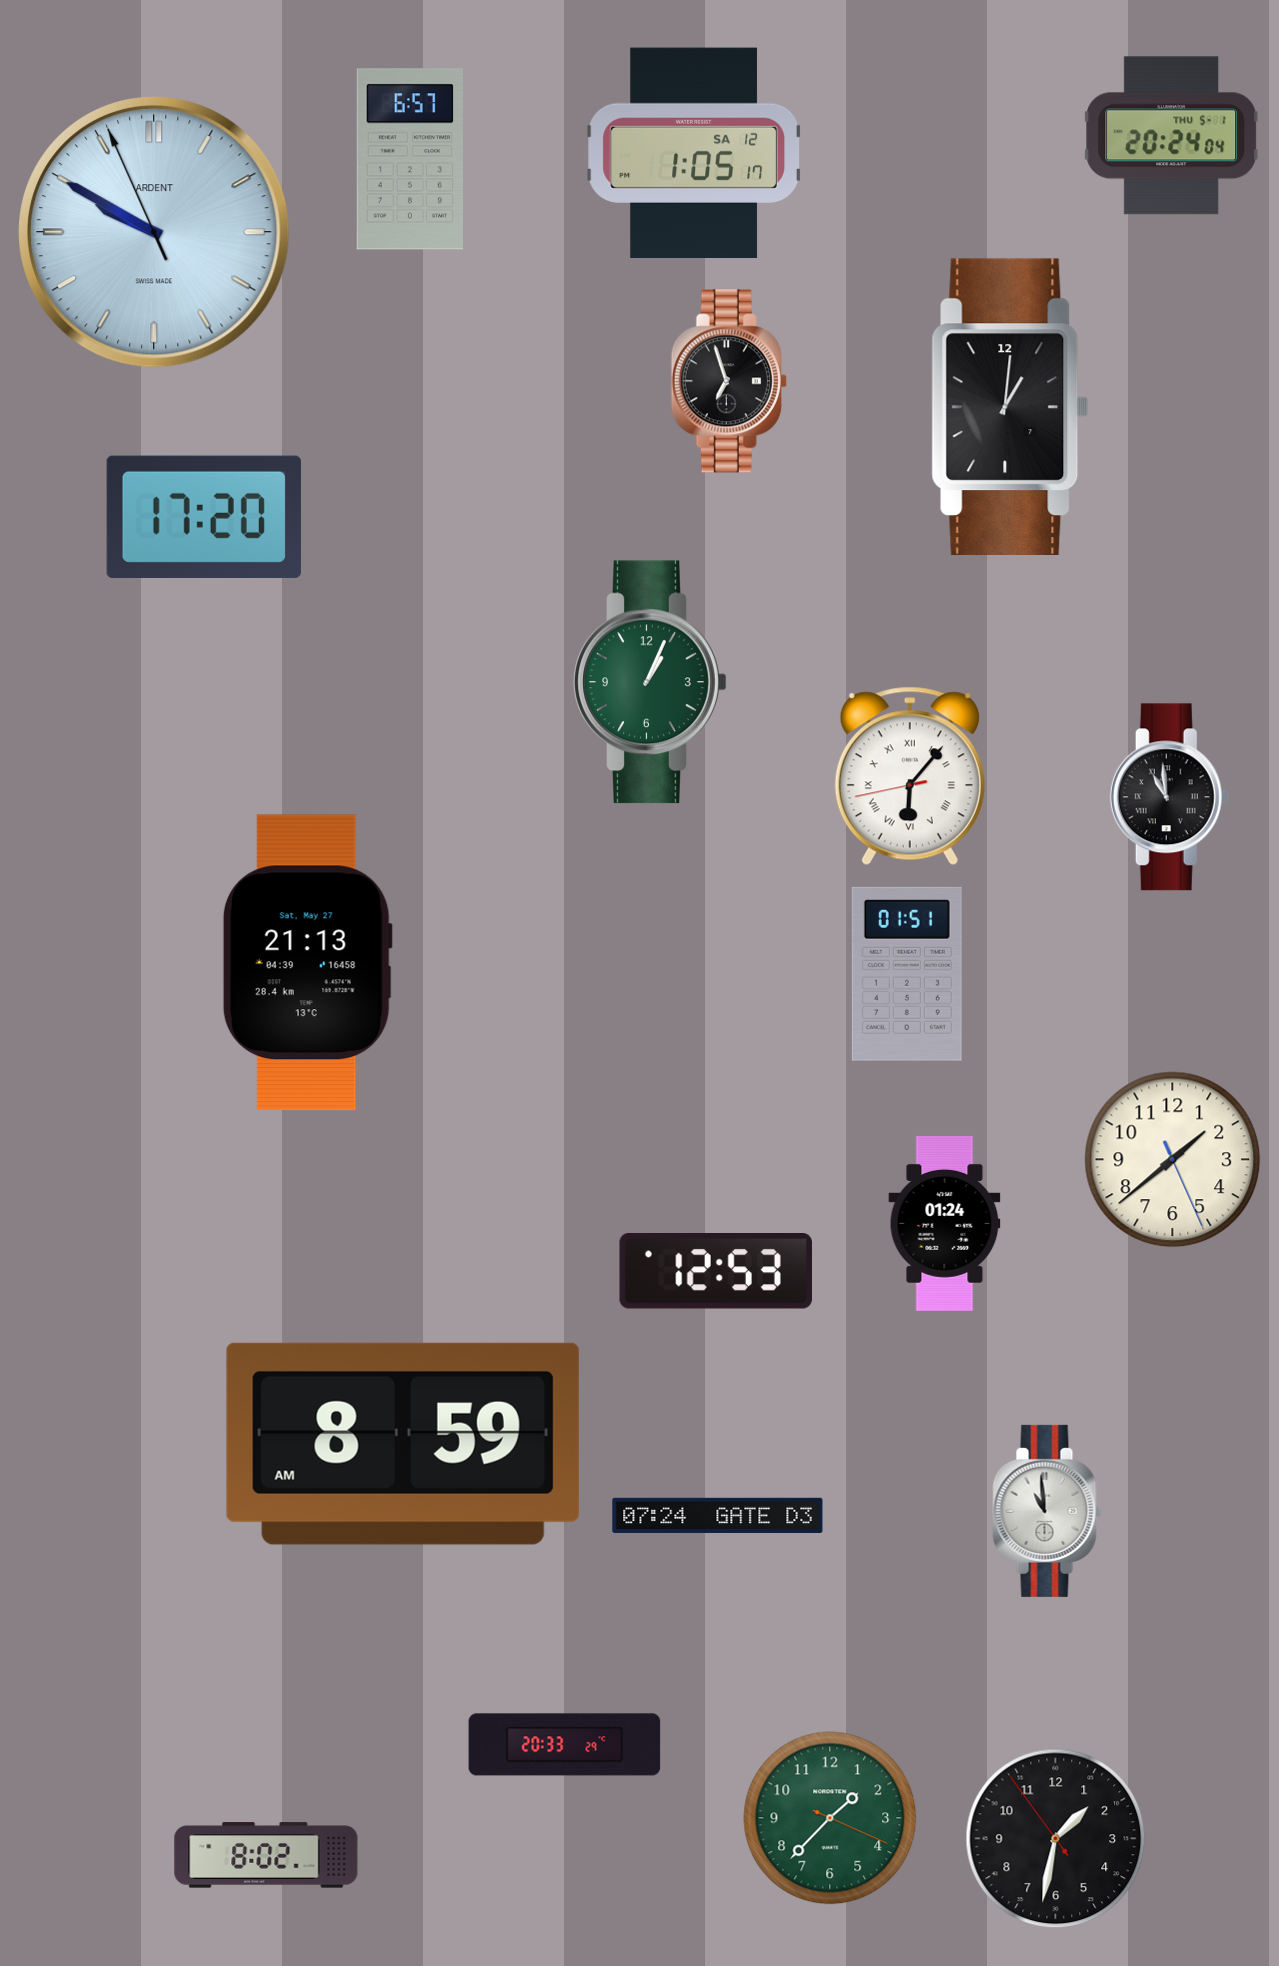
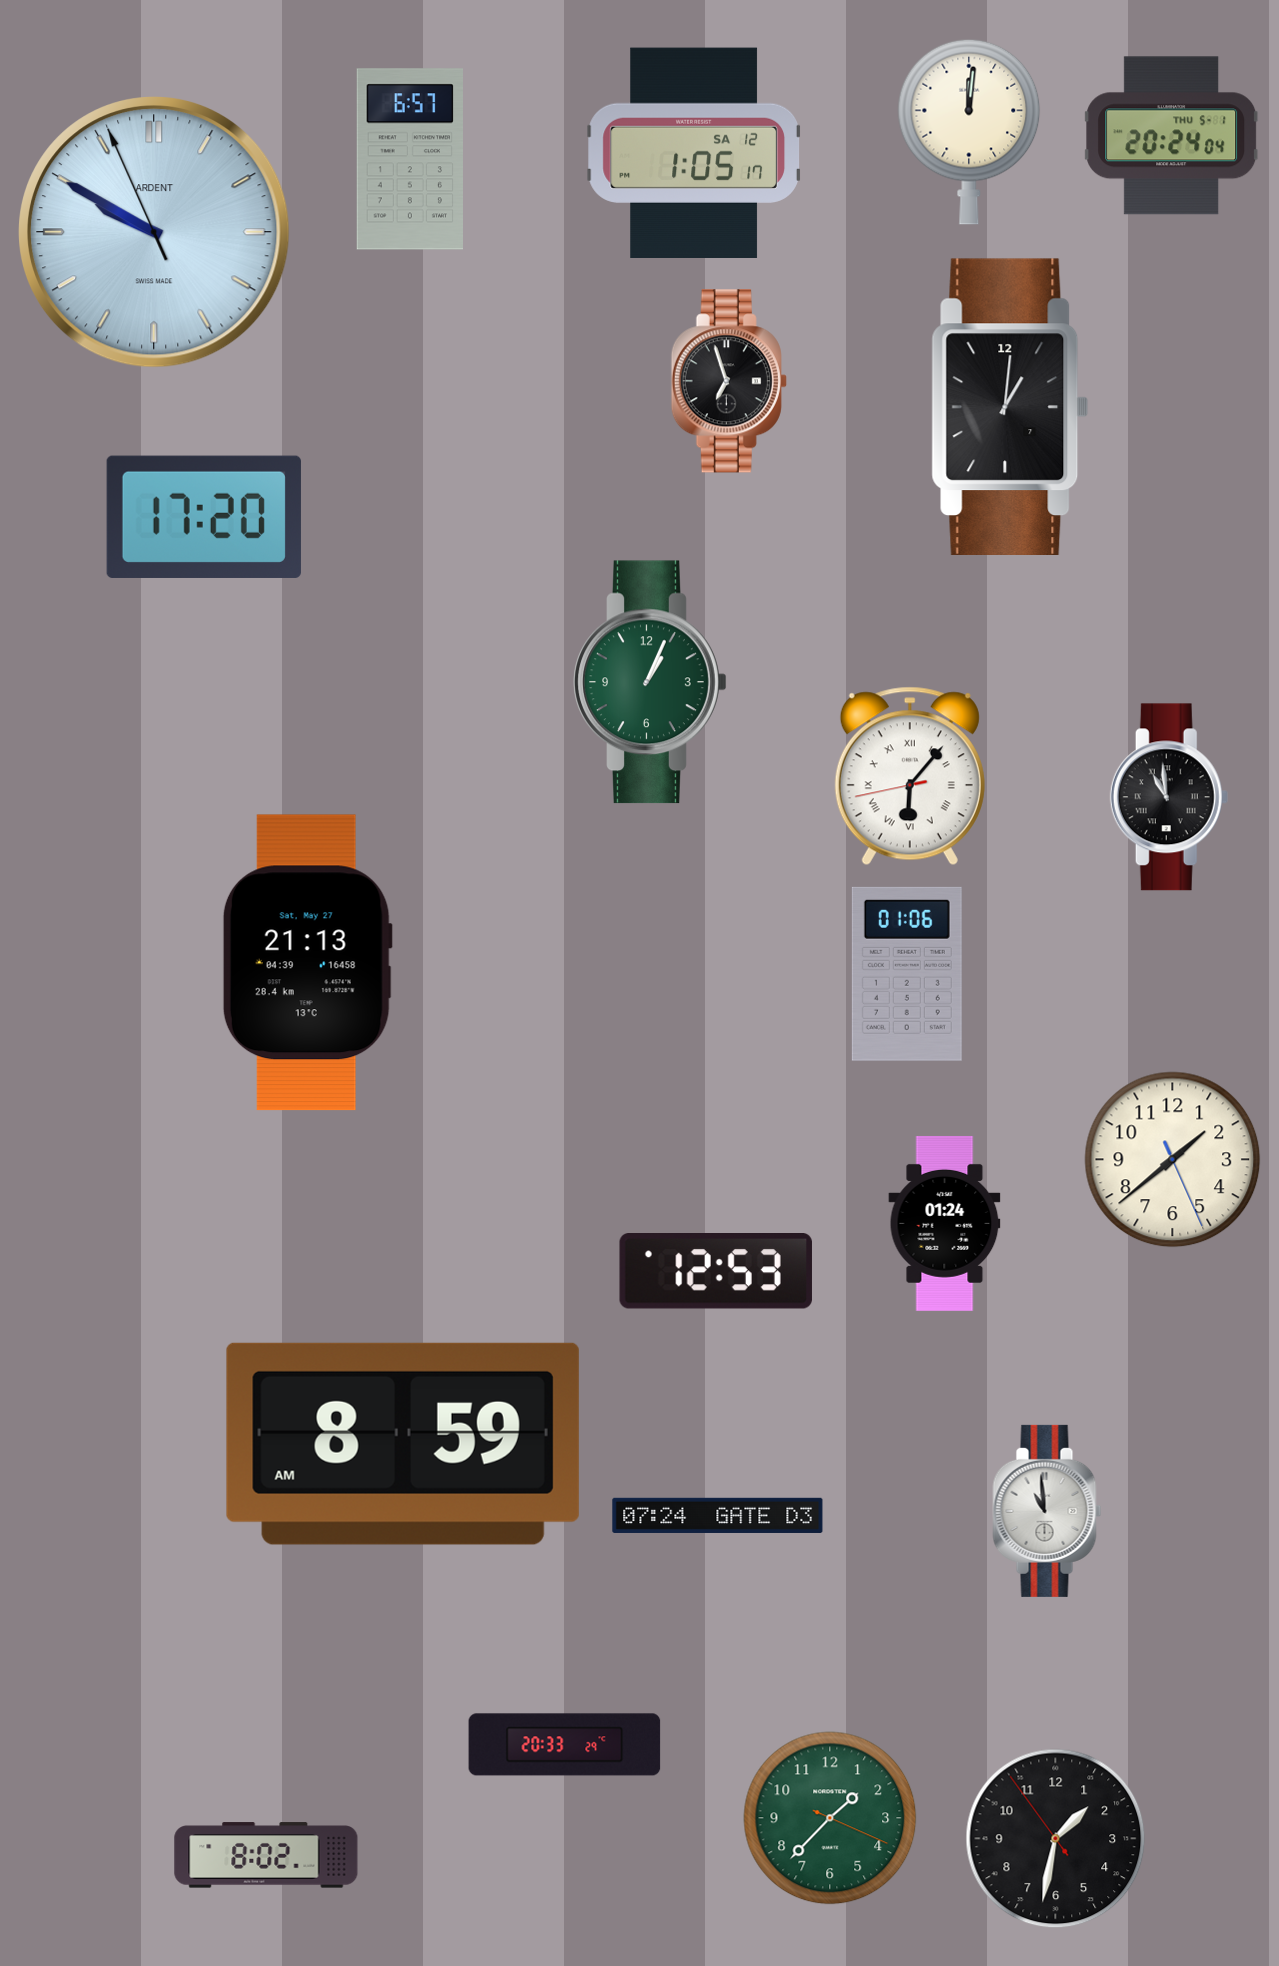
clock at (969, 132): none -> 12:01
clock at (907, 974): 01:51 -> 01:06
